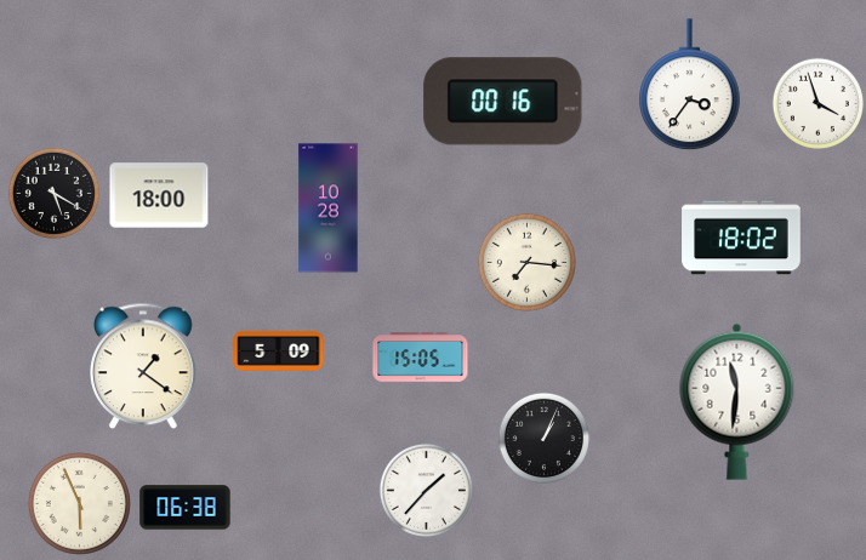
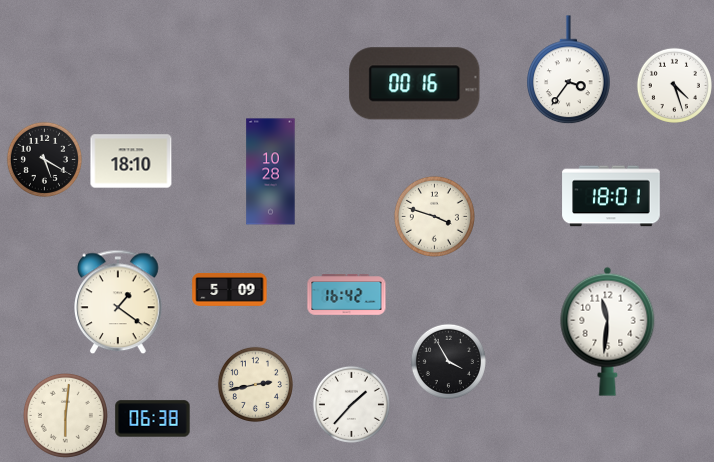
clock at (817, 103): 3:57 -> 4:27
clock at (159, 195): 18:00 -> 18:10
clock at (741, 238): 18:02 -> 18:01
clock at (526, 262): 7:16 -> 3:48
clock at (421, 358): 15:05 -> 16:42
clock at (543, 438): 1:04 -> 3:55
clock at (255, 384): none -> 2:43
clock at (79, 503): 5:56 -> 6:01
